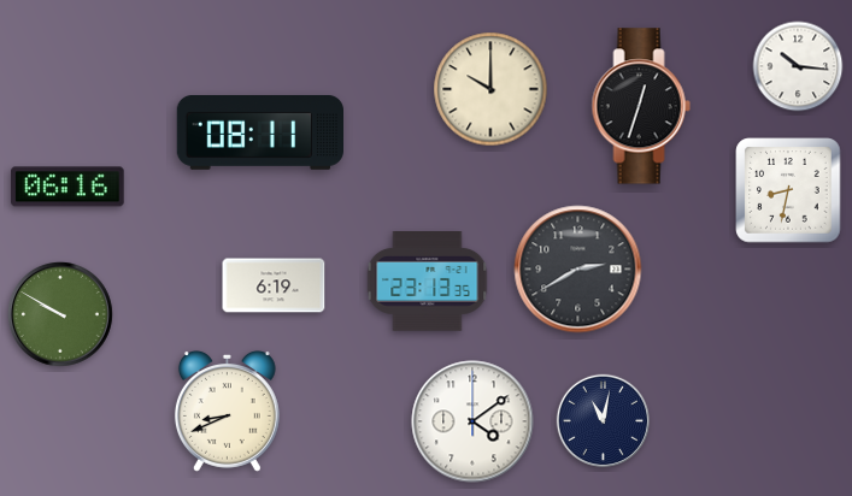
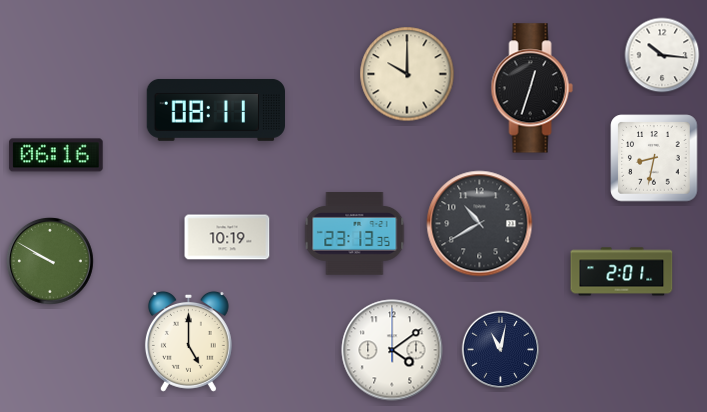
clock at (578, 270): 2:40 -> 10:40
clock at (274, 285): 6:19 -> 10:19
clock at (622, 272): none -> 2:01
clock at (227, 411): 8:41 -> 5:00
